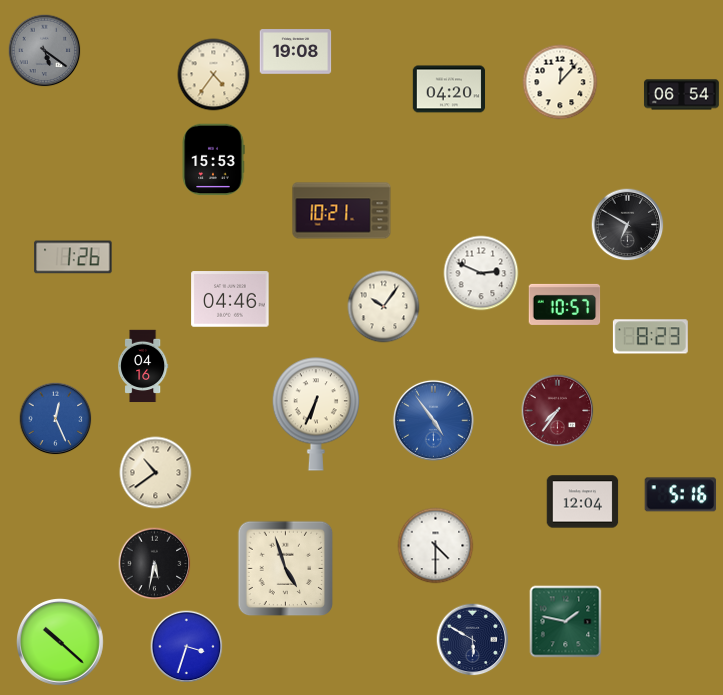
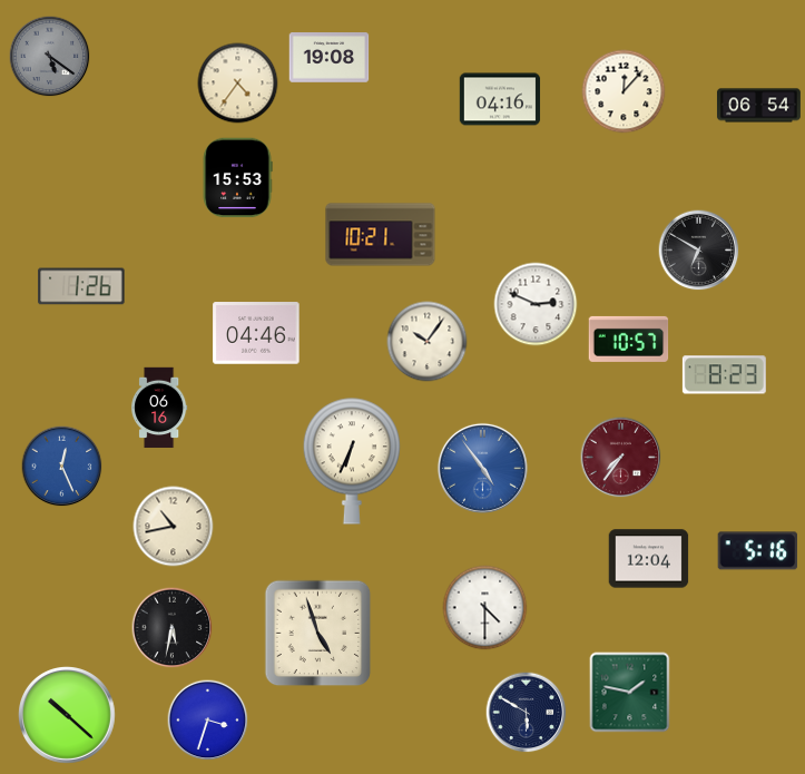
clock at (449, 89): 04:20 -> 04:16
clock at (143, 366): 04:16 -> 06:16
clock at (156, 473): 10:39 -> 10:43
